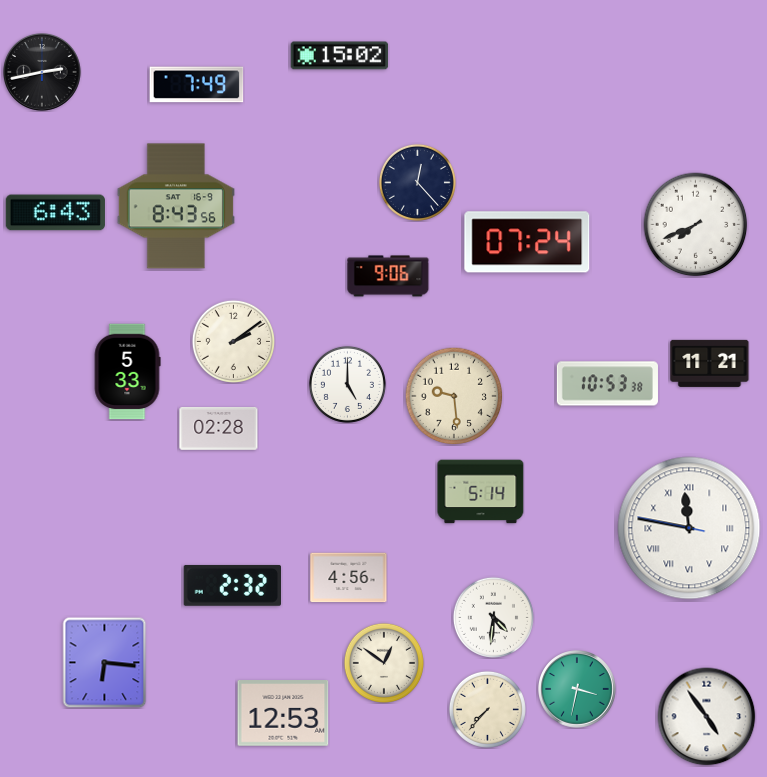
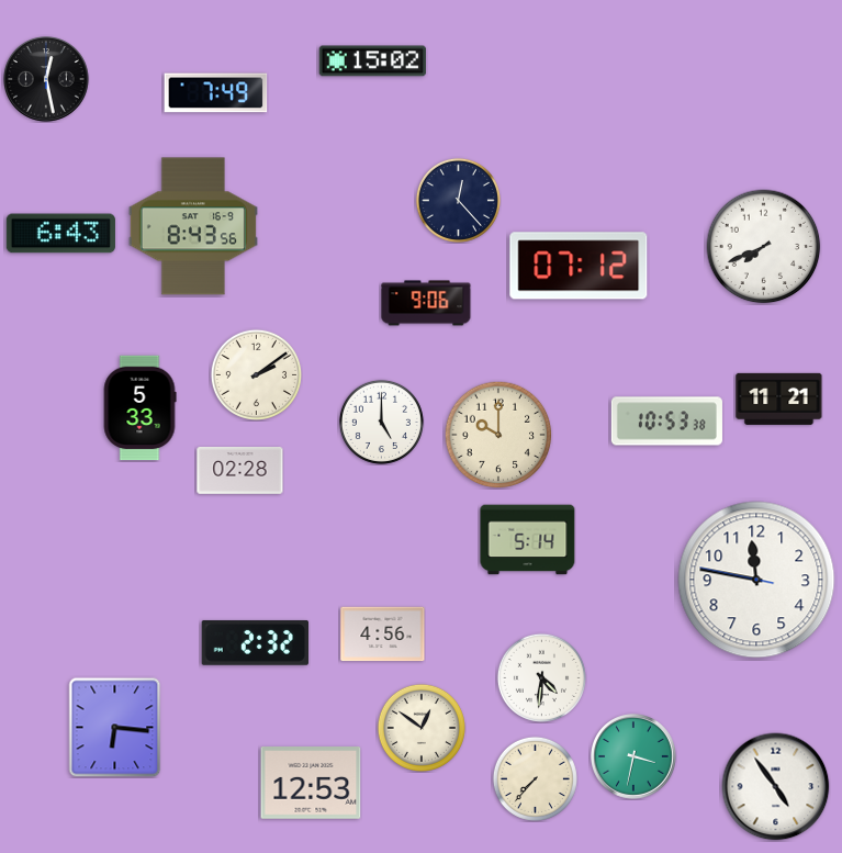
clock at (43, 73): 2:43 -> 12:28
clock at (527, 242): 07:24 -> 07:12
clock at (454, 396): 9:29 -> 10:00
clock at (689, 528) numerals: Roman -> Arabic
